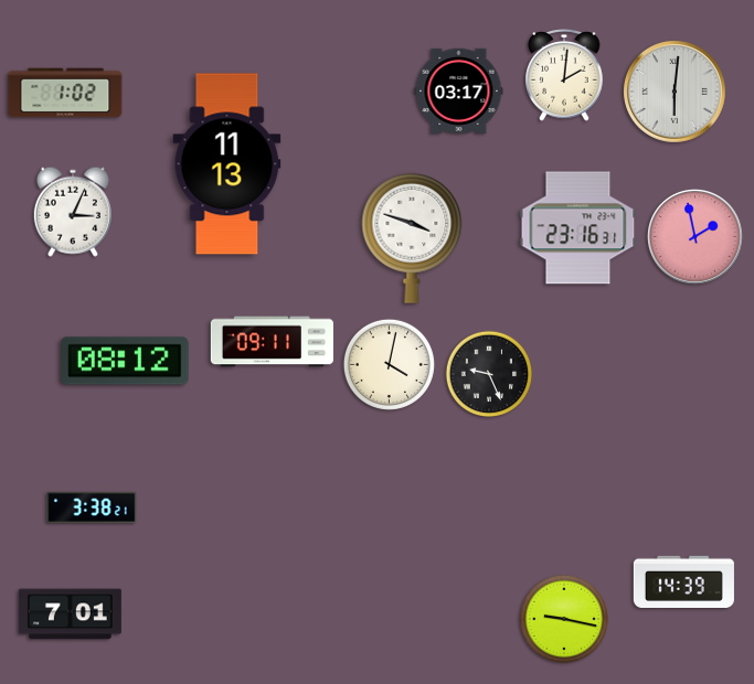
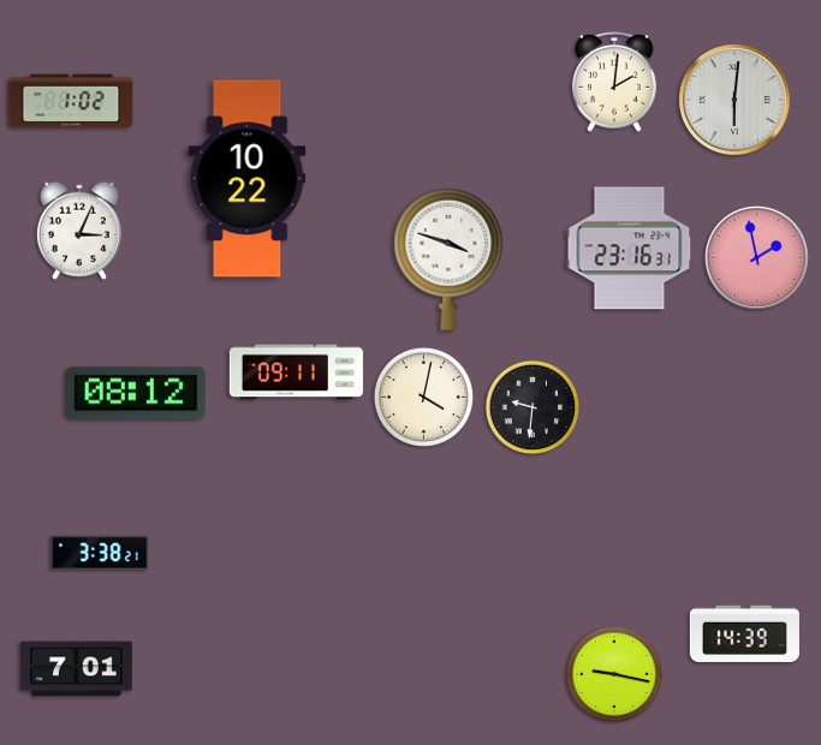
clock at (459, 90): 03:17 -> none
clock at (227, 164): 11:13 -> 10:22
clock at (489, 374): 9:26 -> 9:31
